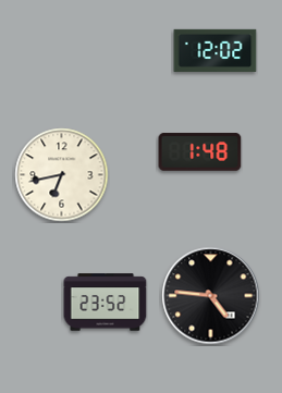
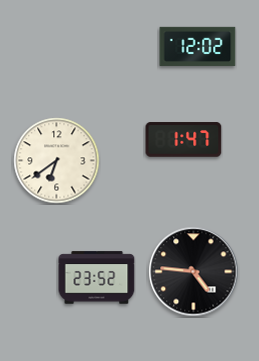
clock at (200, 152): 1:48 -> 1:47
clock at (62, 175): 6:43 -> 6:39
